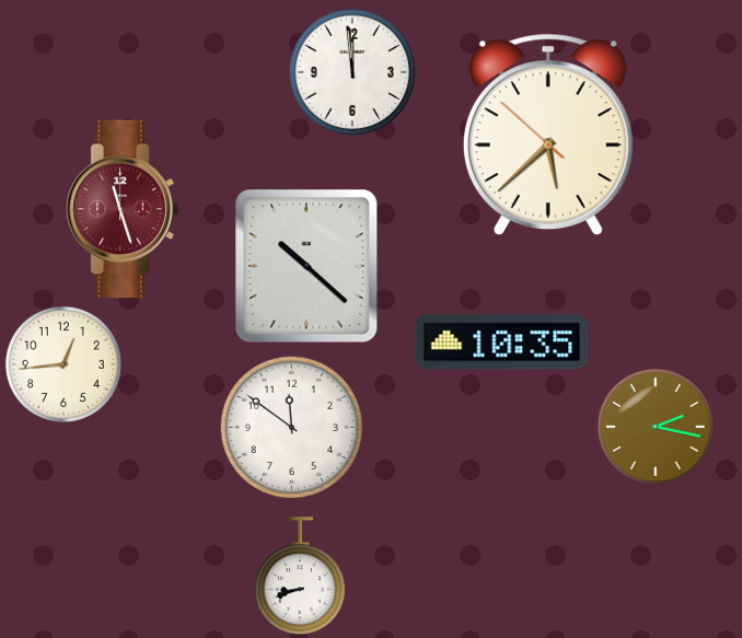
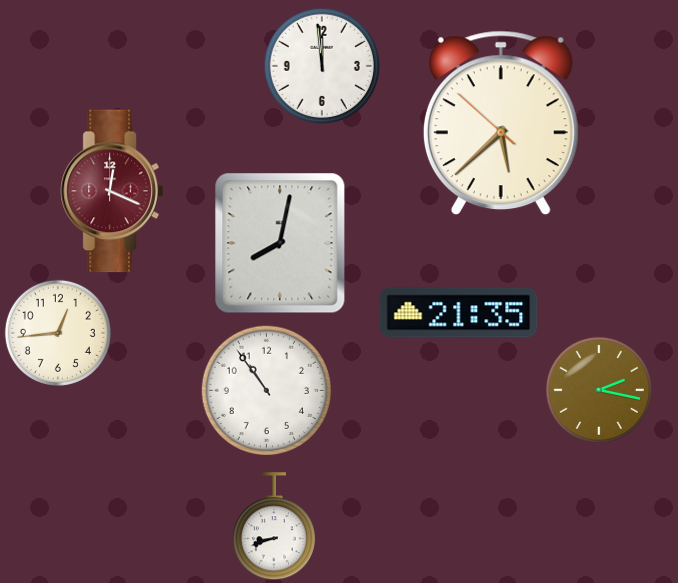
clock at (123, 209): 11:27 -> 12:19
clock at (306, 266): 10:22 -> 8:02
clock at (502, 343): 10:35 -> 21:35
clock at (291, 427): 11:51 -> 10:54
